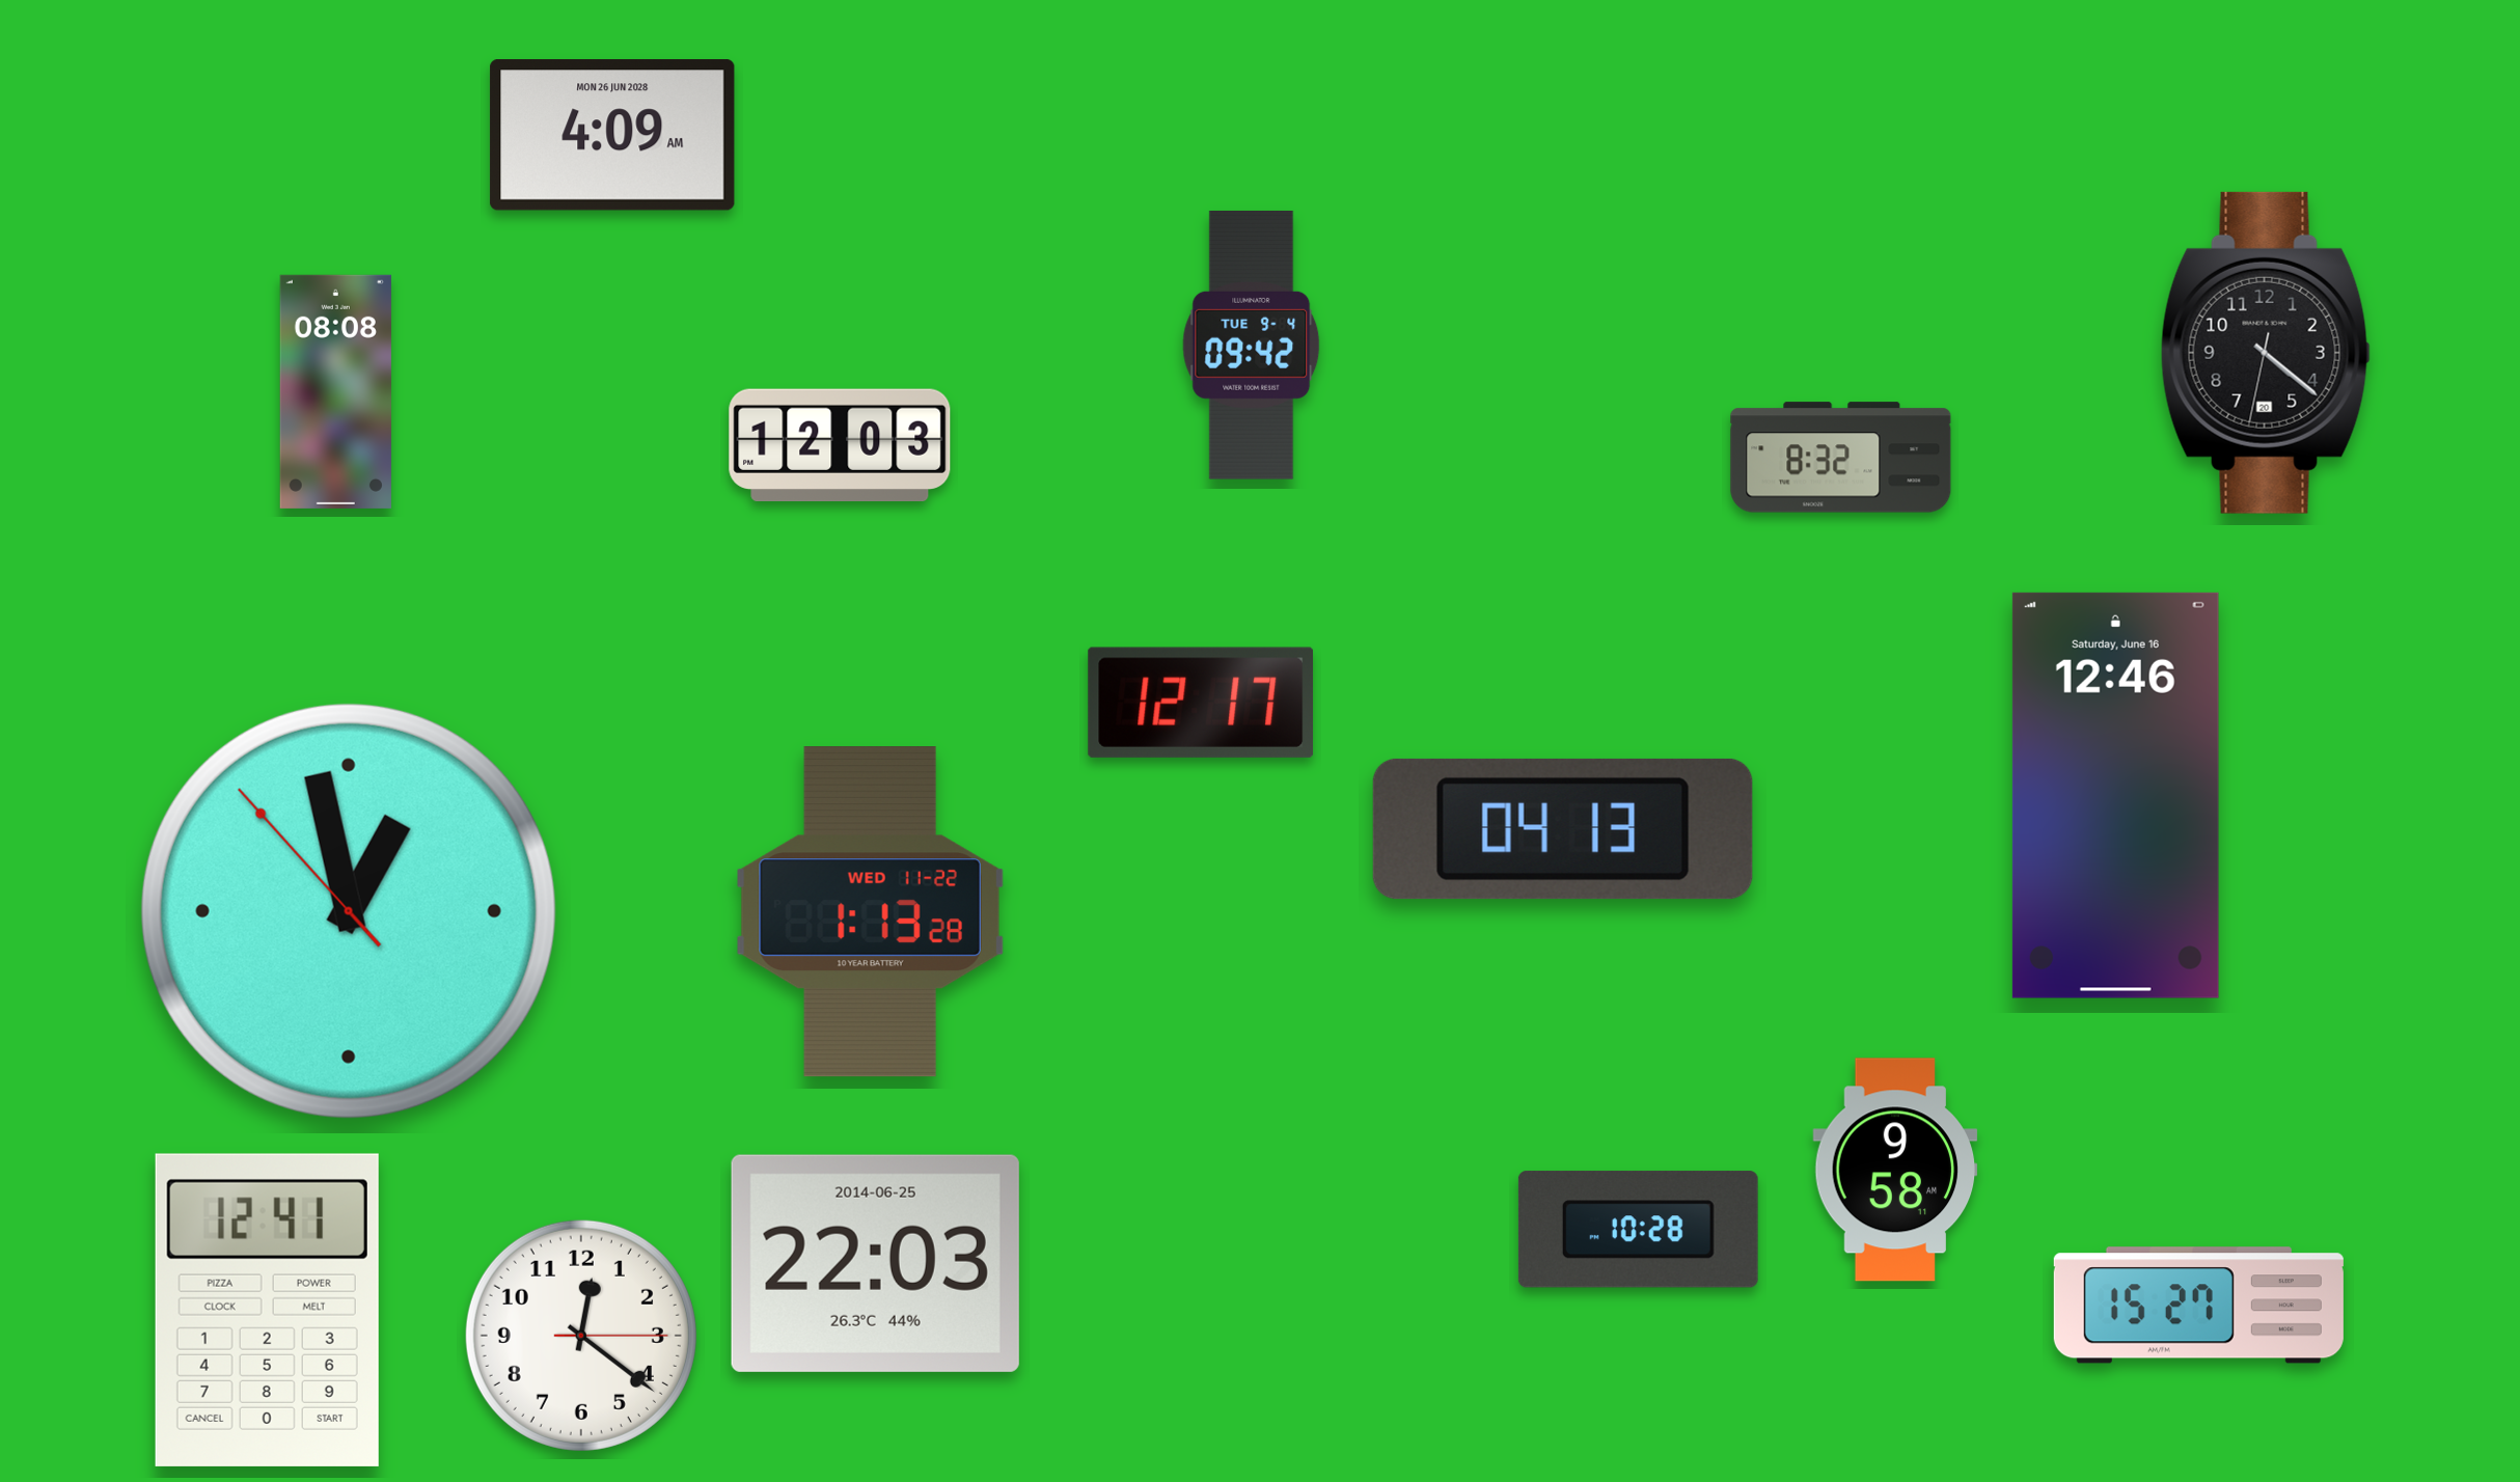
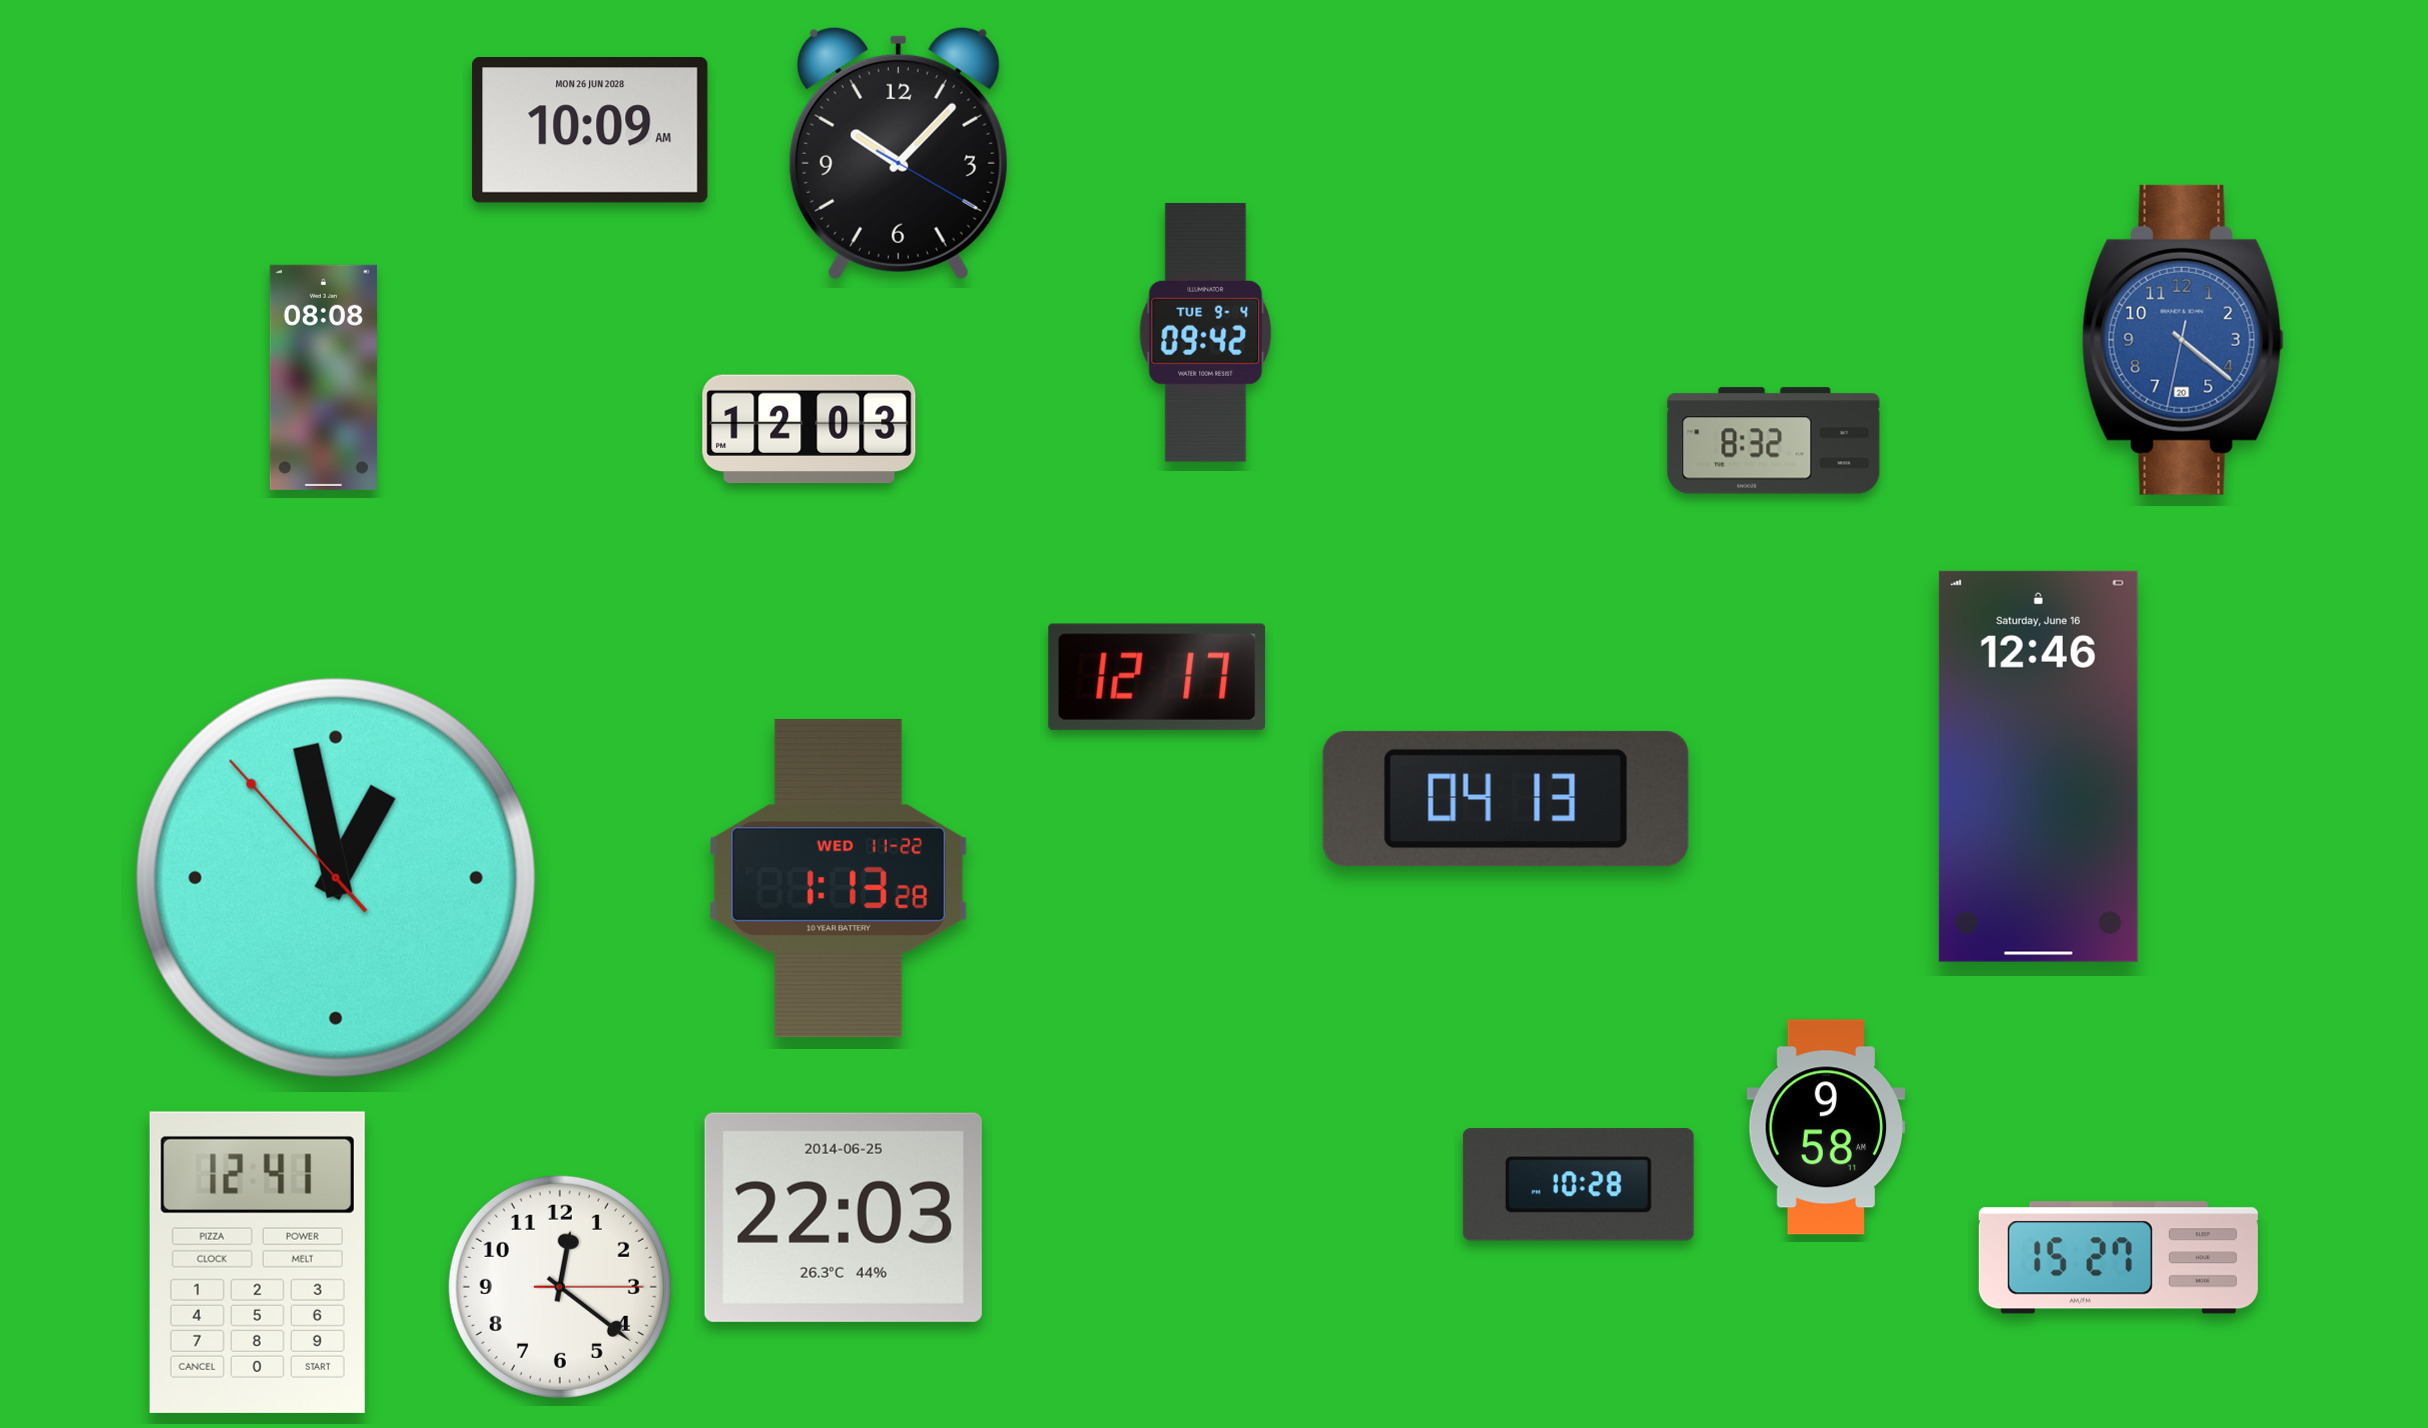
clock at (612, 135): 4:09 -> 10:09
clock at (898, 153): none -> 10:07
clock at (2266, 353) dial: black -> blue
